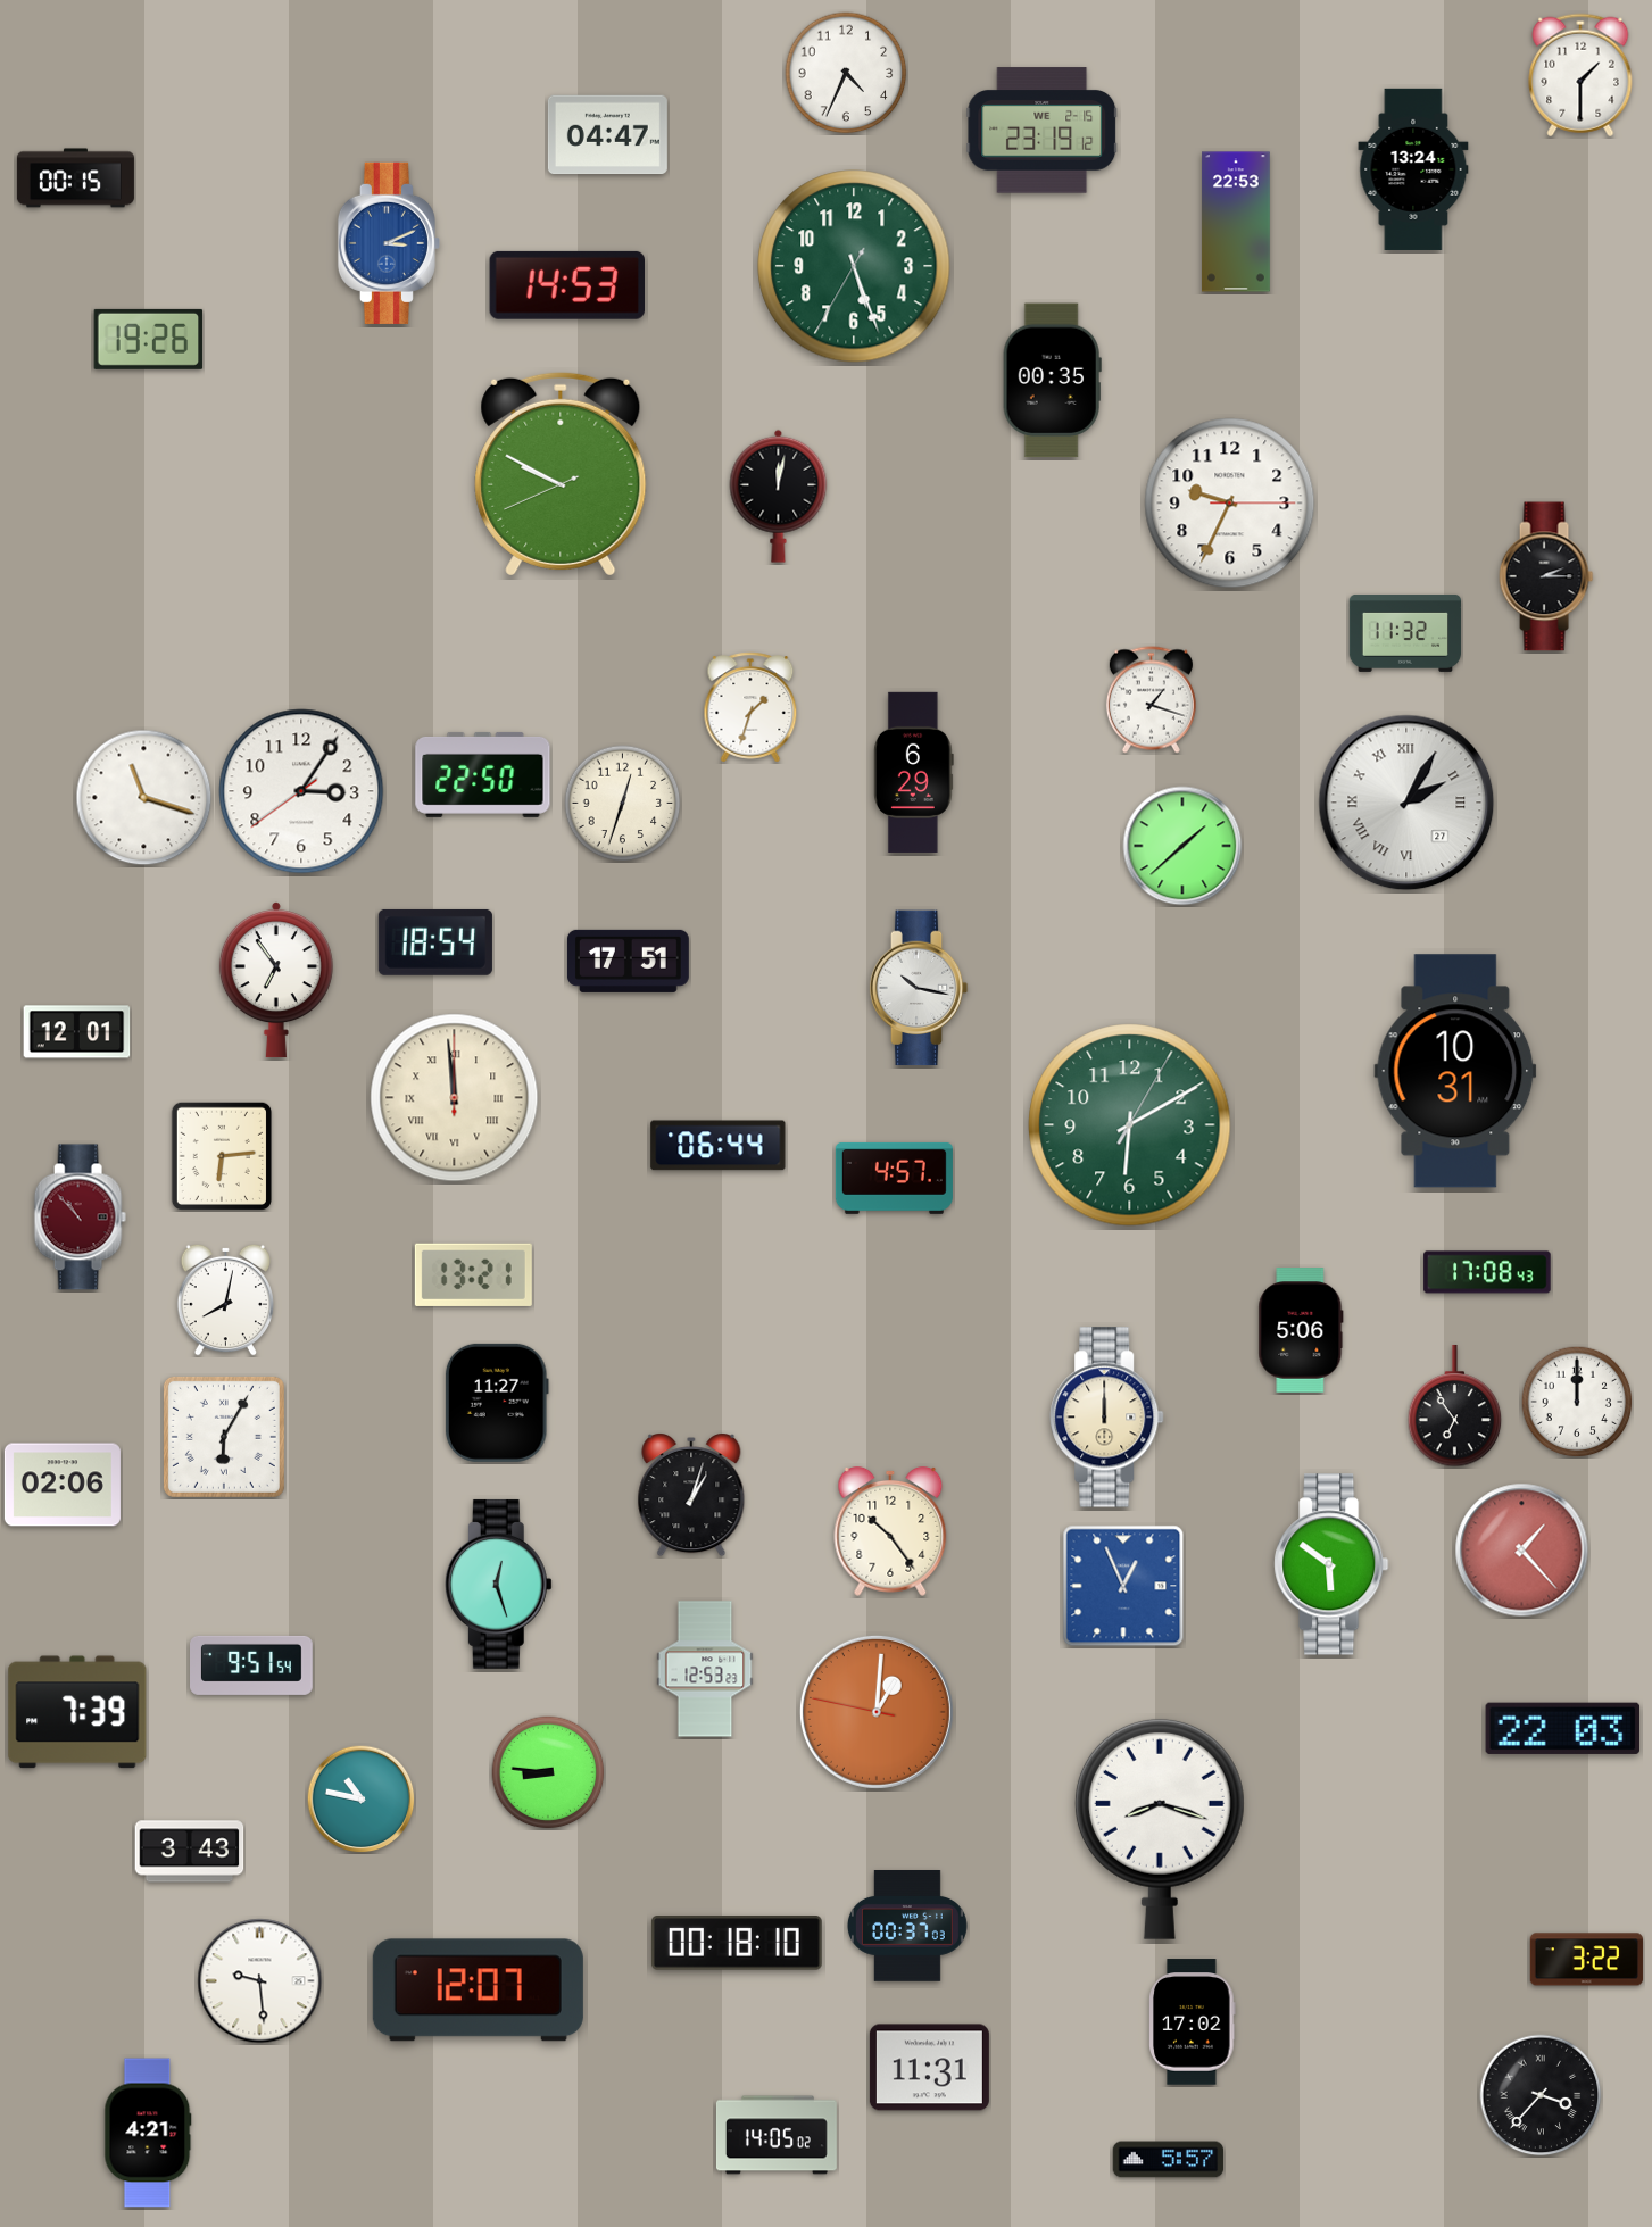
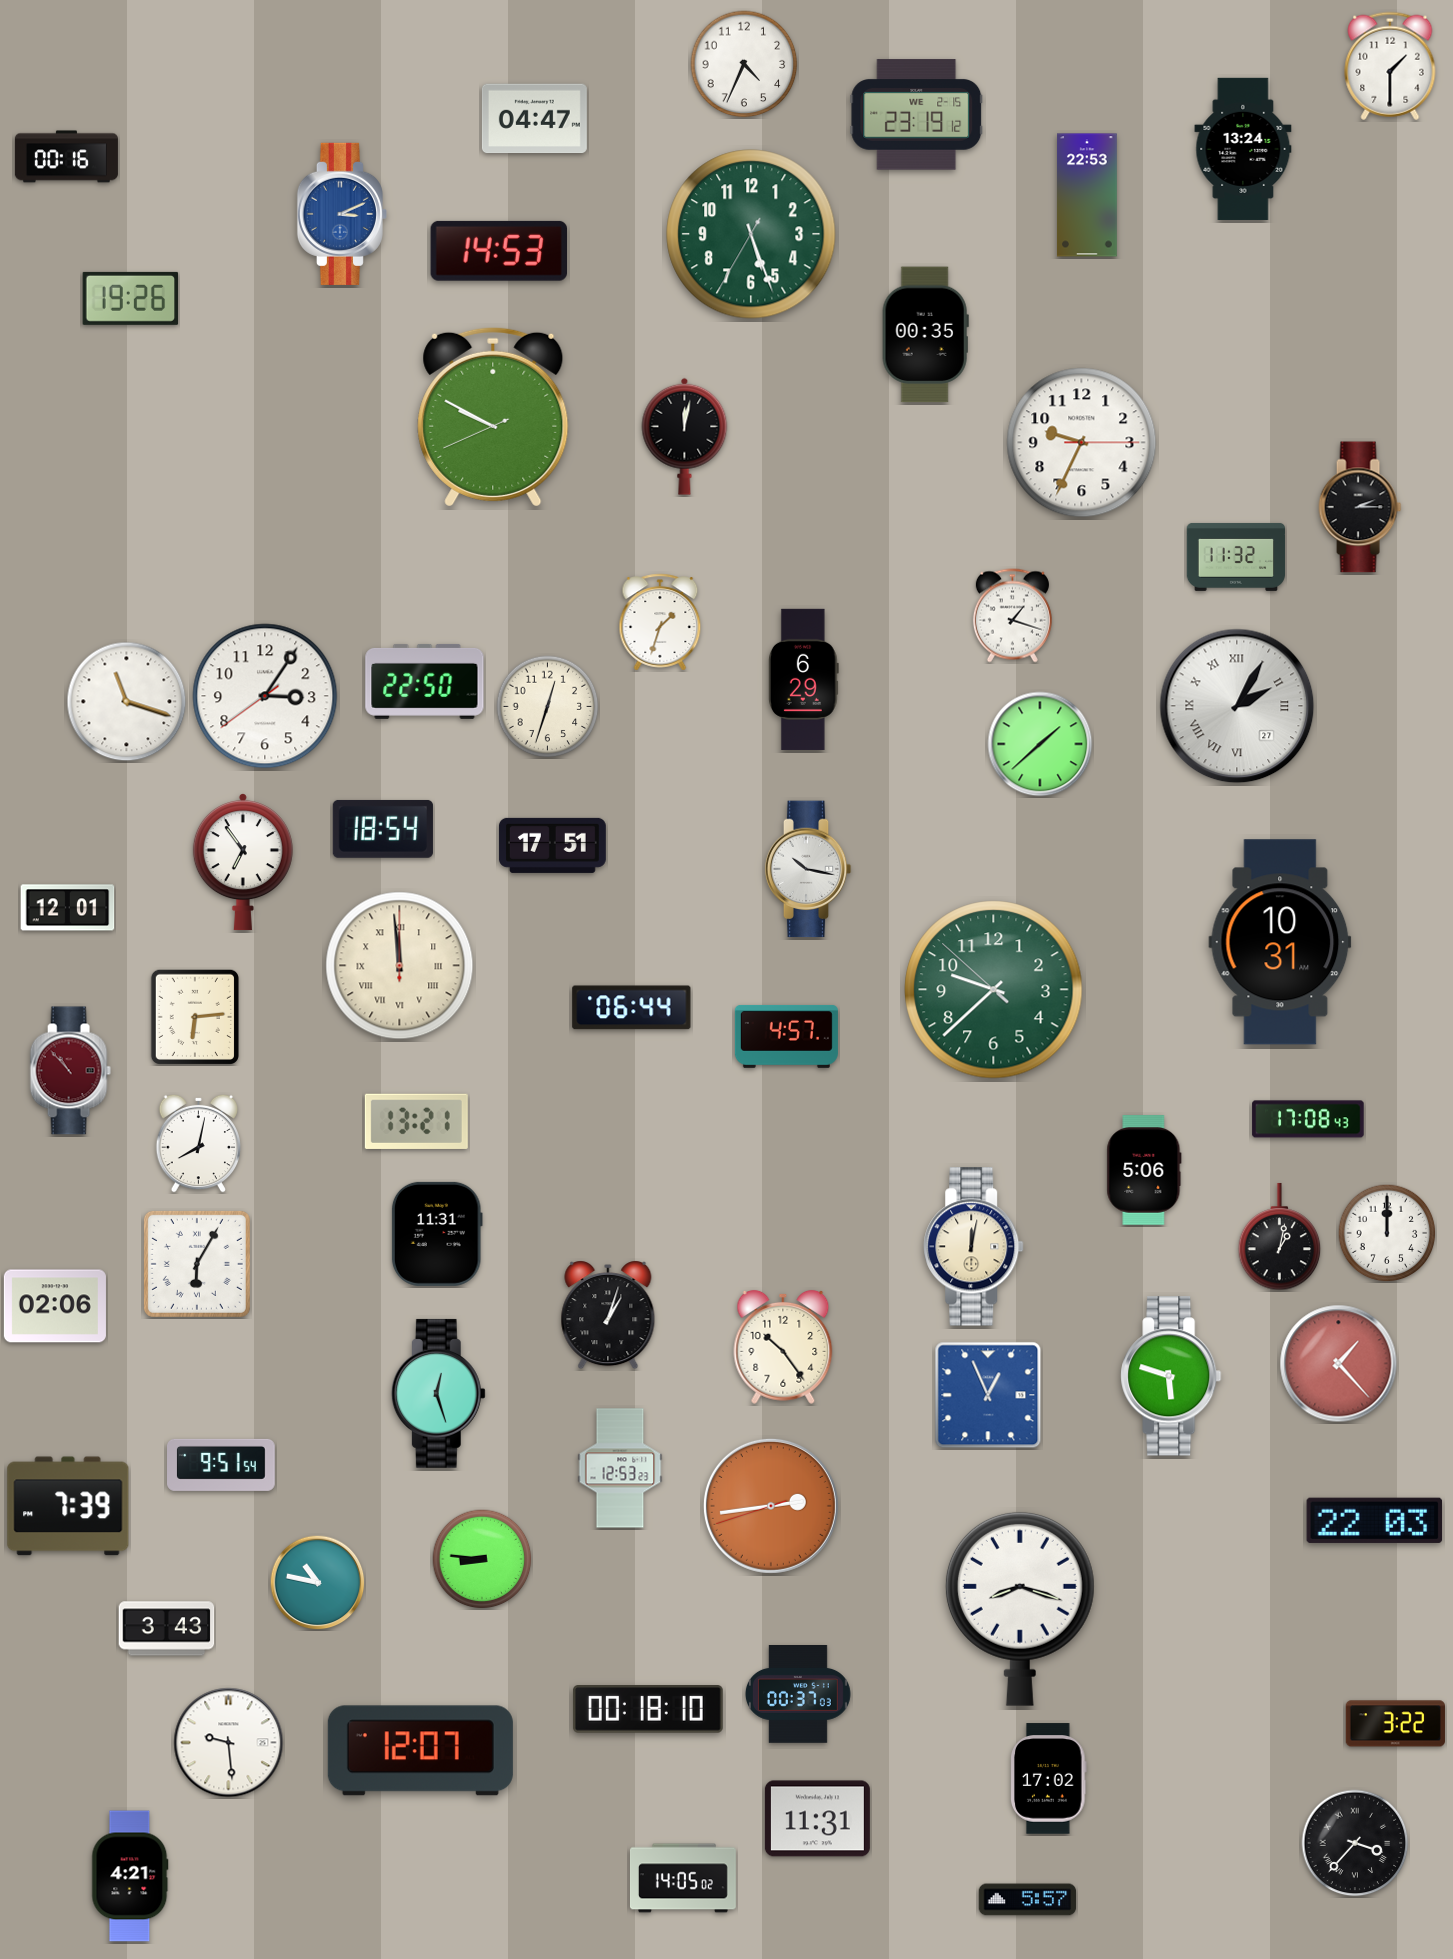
clock at (75, 178): 00:15 -> 00:16
clock at (1130, 1125): 6:10 -> 9:37
clock at (497, 1403): 11:27 -> 11:31
clock at (1455, 1406): 6:54 -> 1:02
clock at (1107, 1418): 12:00 -> 12:02
clock at (1331, 1564): 5:51 -> 5:48
clock at (877, 1712): 1:00 -> 2:43
